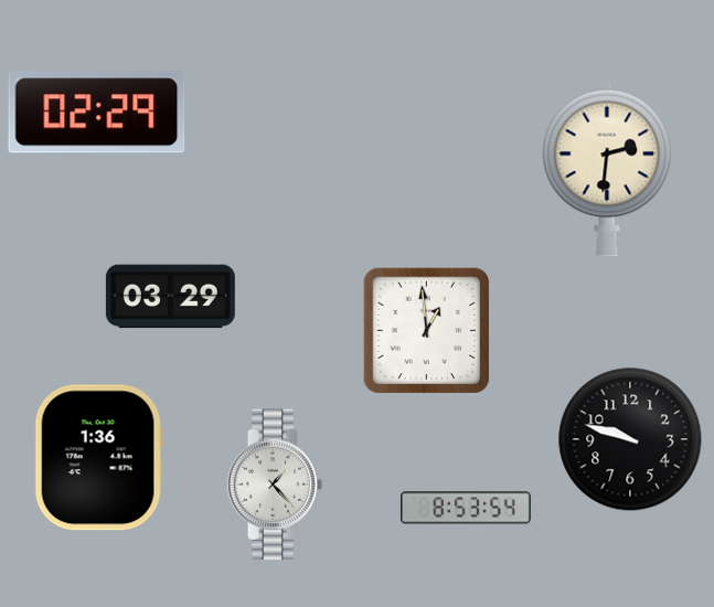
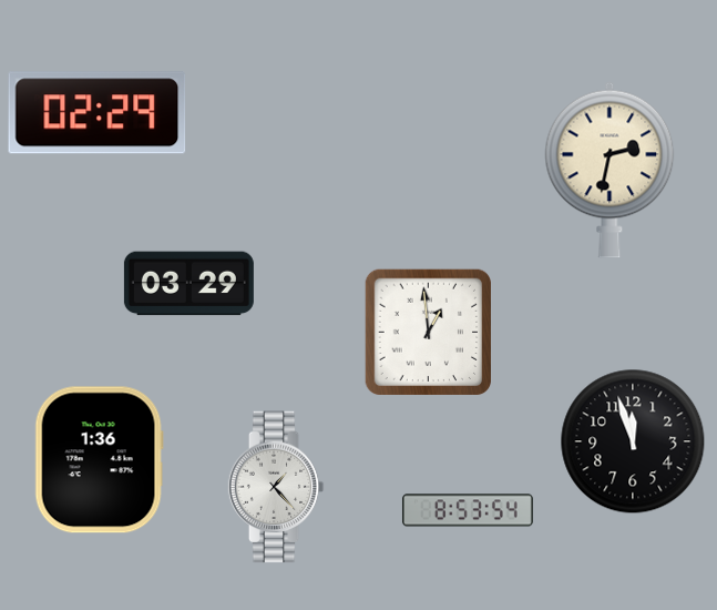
clock at (607, 169): 2:31 -> 2:32
clock at (170, 297) position: (170, 297) -> (188, 284)
clock at (630, 439): 9:48 -> 11:57
